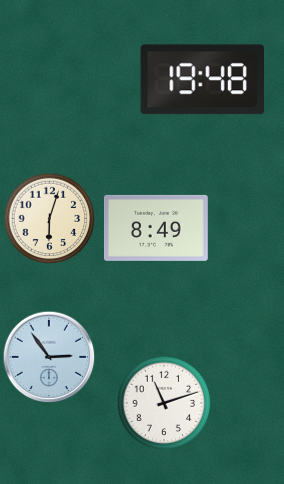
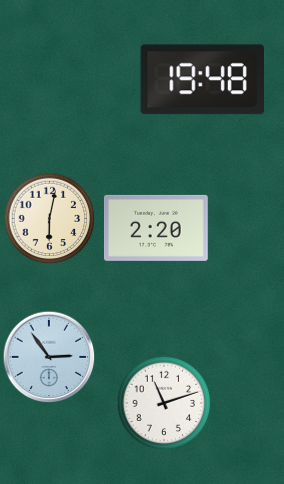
clock at (50, 219): 6:03 -> 6:02
clock at (157, 228): 8:49 -> 2:20
